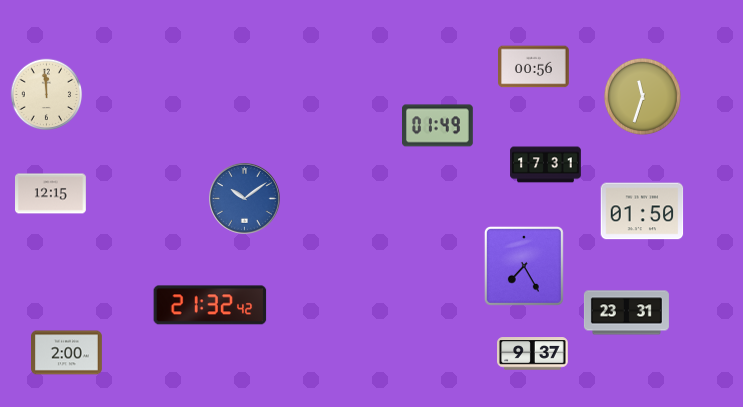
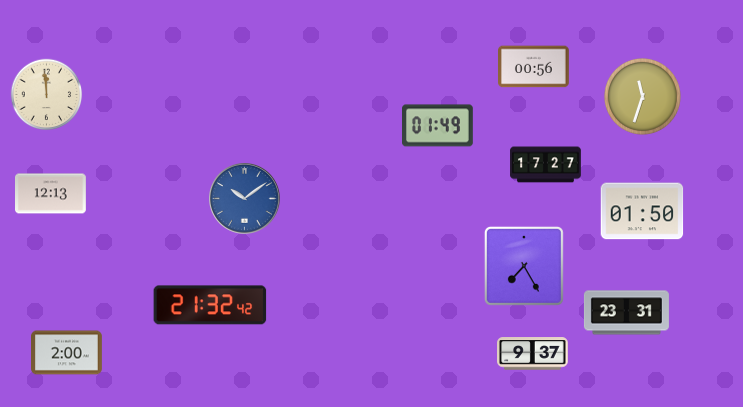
clock at (546, 165): 17:31 -> 17:27
clock at (51, 194): 12:15 -> 12:13
